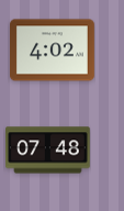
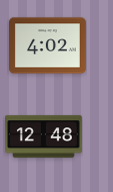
clock at (48, 151): 07:48 -> 12:48
